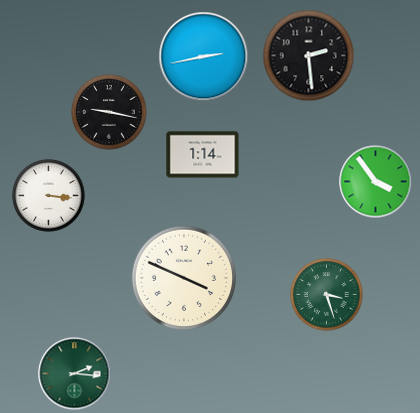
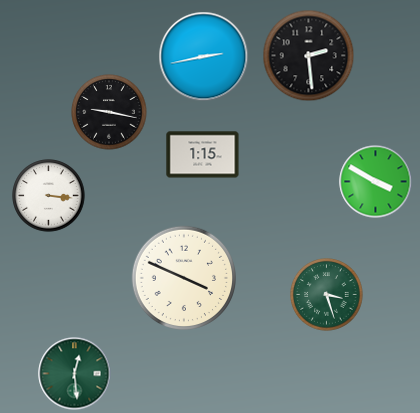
clock at (203, 155): 1:14 -> 1:15
clock at (376, 182): 3:54 -> 3:50
clock at (75, 374): 2:16 -> 12:29
